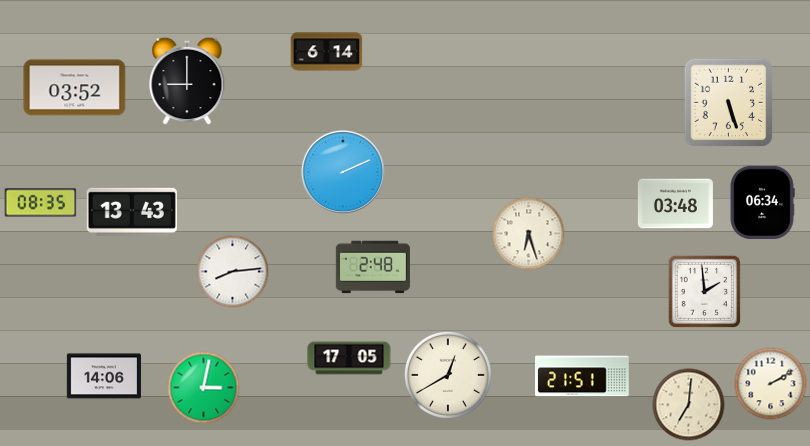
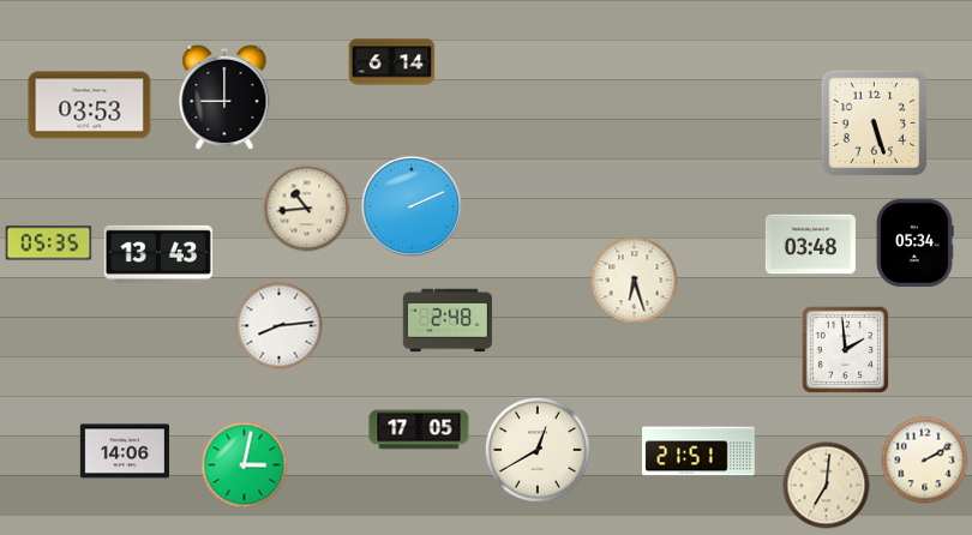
clock at (75, 88): 03:52 -> 03:53
clock at (307, 209): none -> 10:44
clock at (41, 203): 08:35 -> 05:35
clock at (762, 203): 06:34 -> 05:34
